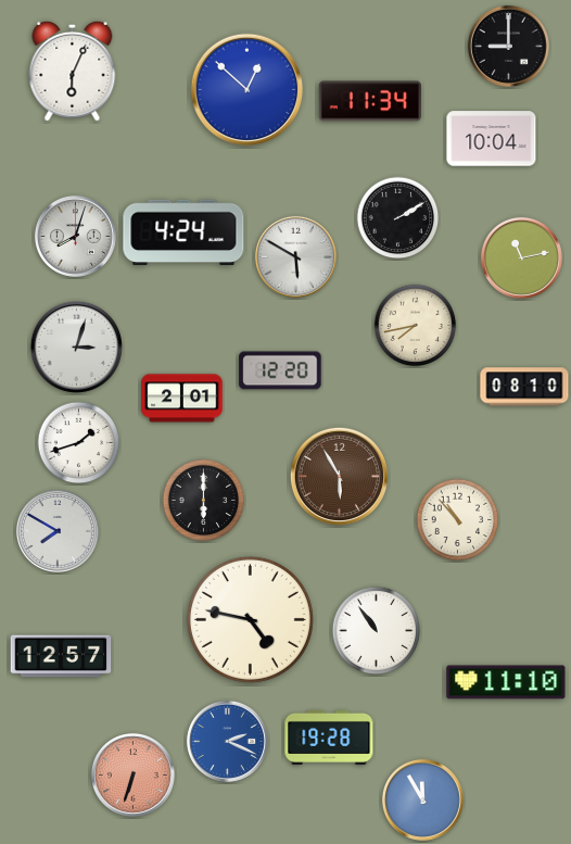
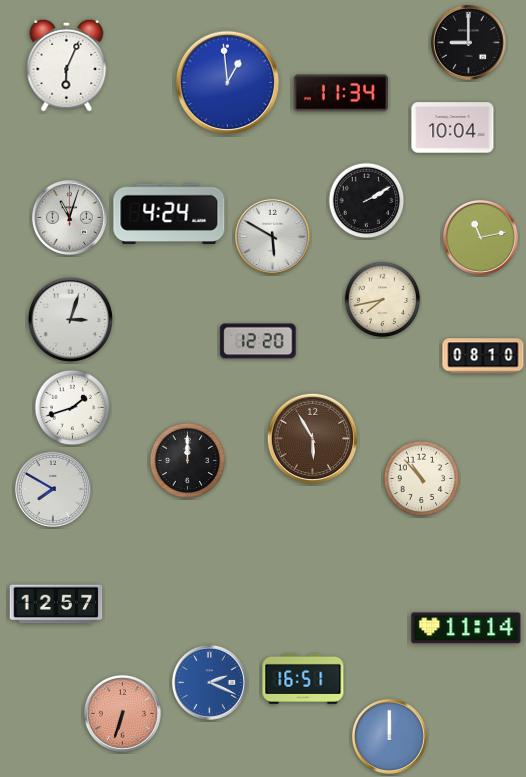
clock at (248, 90): 12:52 -> 12:59
clock at (75, 236): 8:03 -> 11:03
clock at (182, 399): 2:01 -> none
clock at (204, 501): 6:00 -> 12:00
clock at (250, 619): 4:47 -> none
clock at (377, 631): 10:54 -> none
clock at (506, 682): 11:10 -> 11:14
clock at (329, 738): 19:28 -> 16:51
clock at (422, 799): 11:55 -> 12:00
